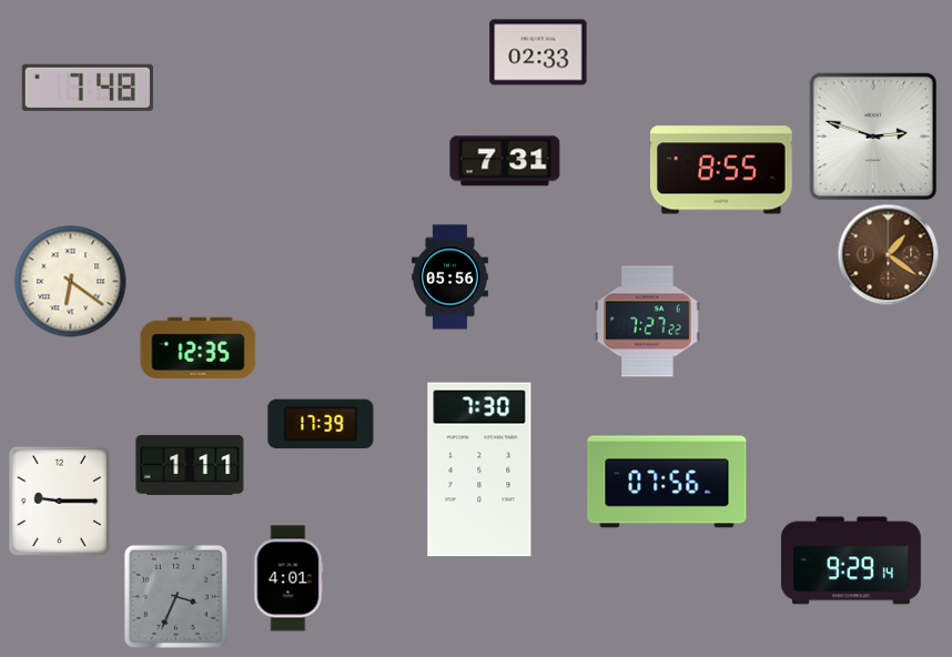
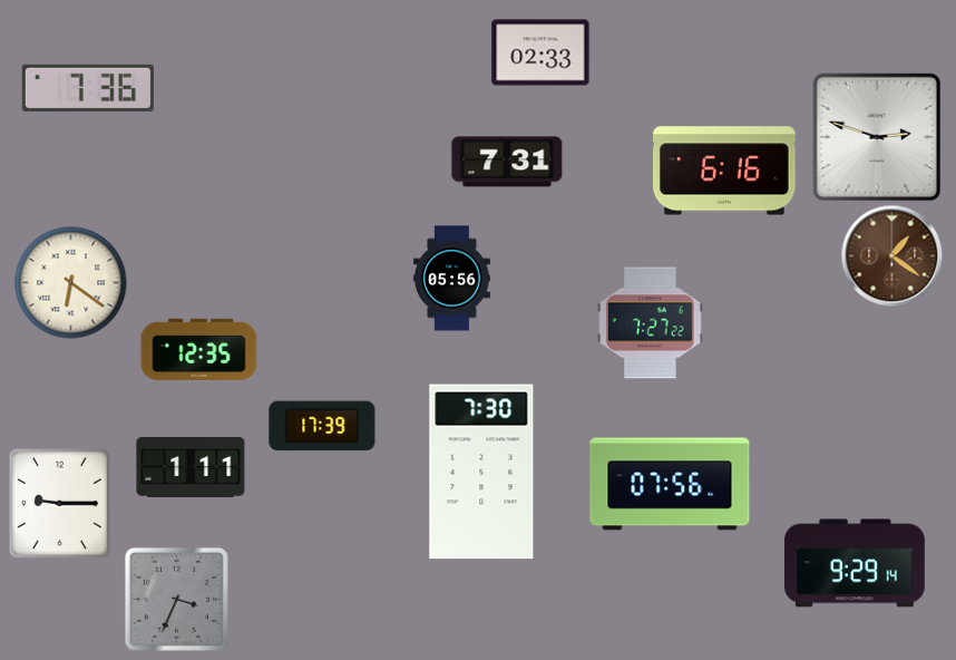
clock at (88, 88): 7:48 -> 7:36
clock at (721, 170): 8:55 -> 6:16
clock at (288, 578): 4:01 -> none
